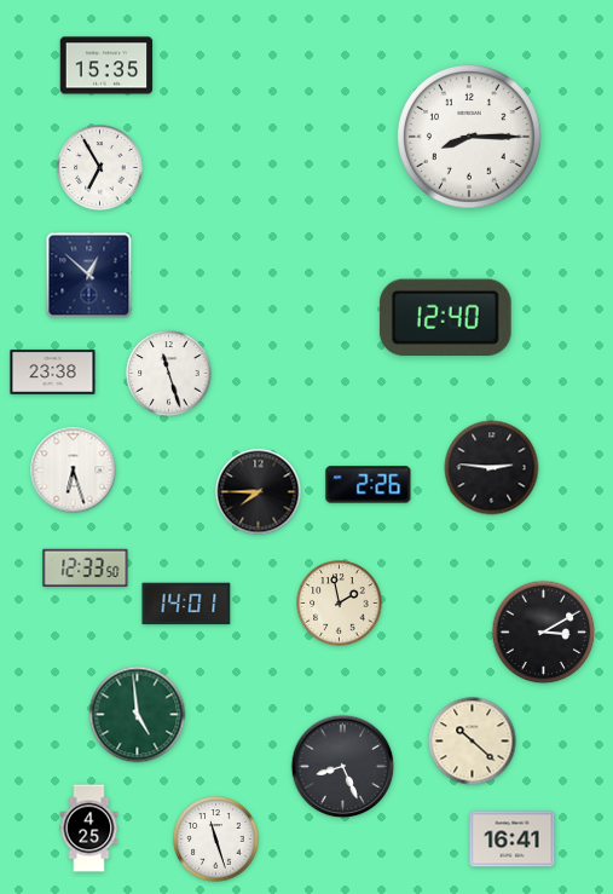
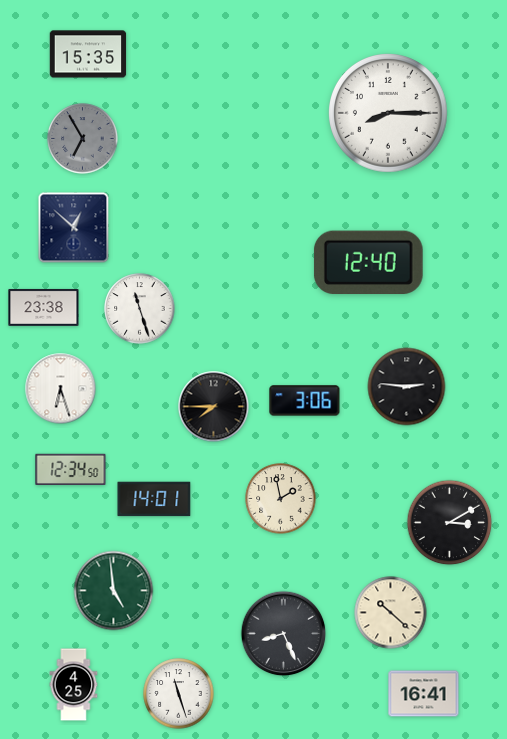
clock at (100, 168) dial: white -> grey
clock at (369, 485): 2:26 -> 3:06
clock at (86, 569): 12:33 -> 12:34
